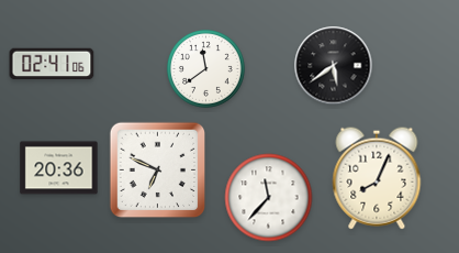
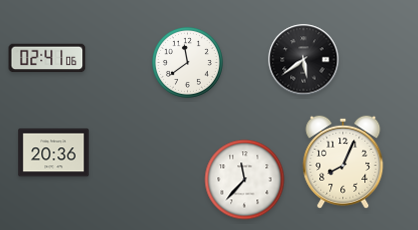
clock at (158, 170): 6:49 -> none
